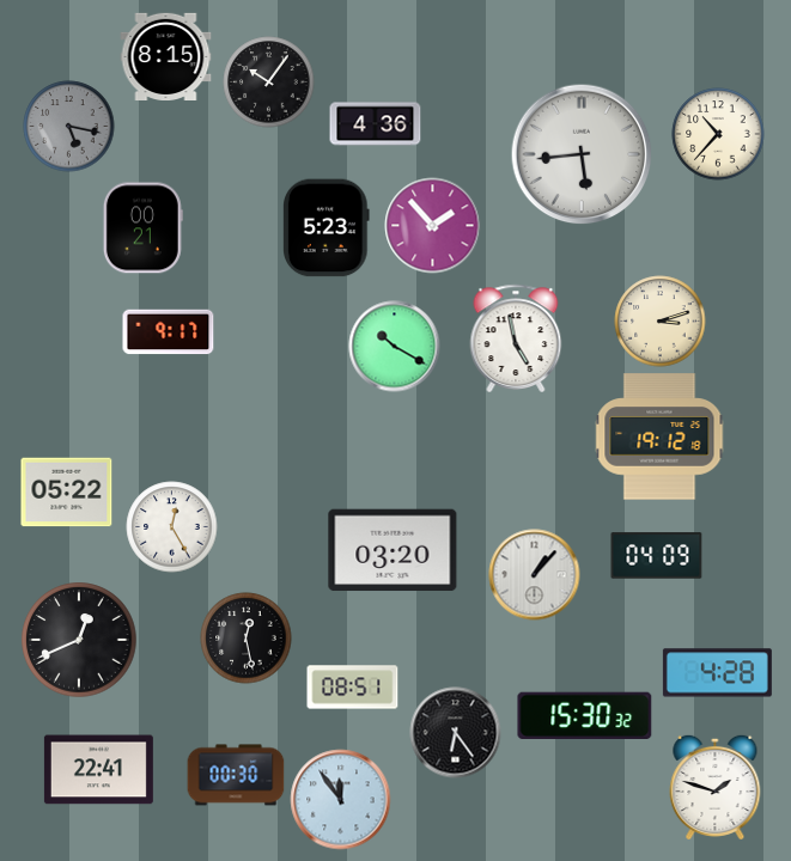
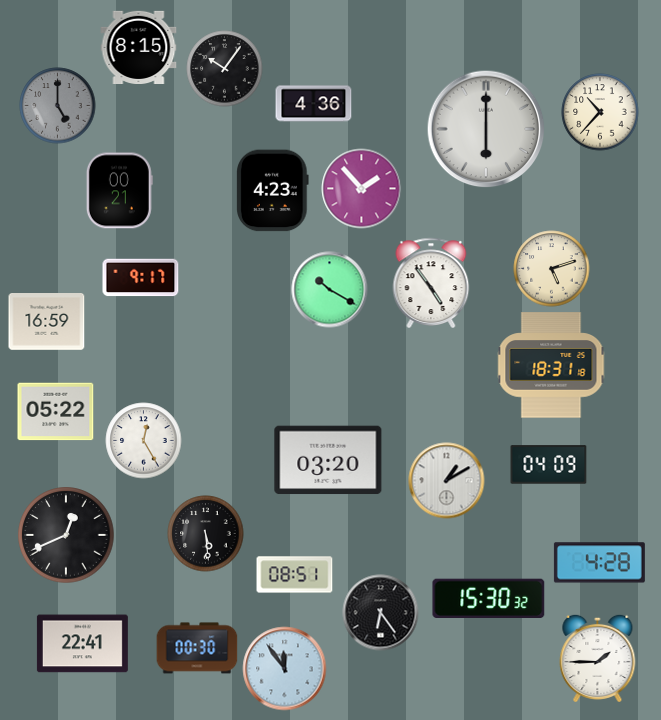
clock at (69, 127): 5:17 -> 5:00
clock at (582, 154): 5:44 -> 6:00
clock at (327, 228): 5:23 -> 4:23
clock at (661, 322): 3:12 -> 5:12
clock at (516, 337): 4:58 -> 4:54
clock at (47, 322): none -> 16:59
clock at (659, 436): 19:12 -> 18:31
clock at (535, 575): 1:07 -> 1:10
clock at (247, 639): 12:28 -> 5:29
clock at (716, 786): 1:48 -> 1:45
